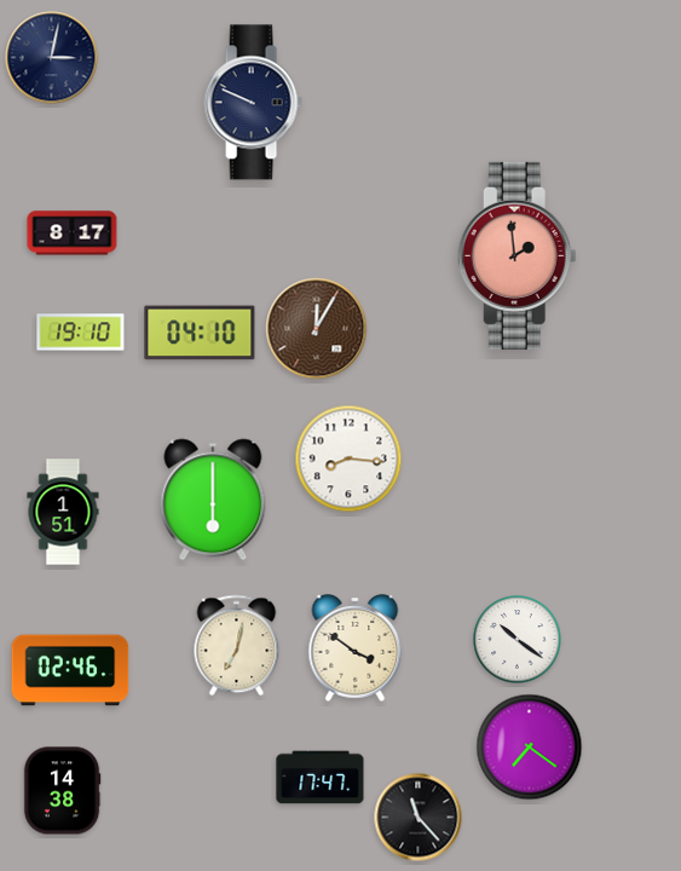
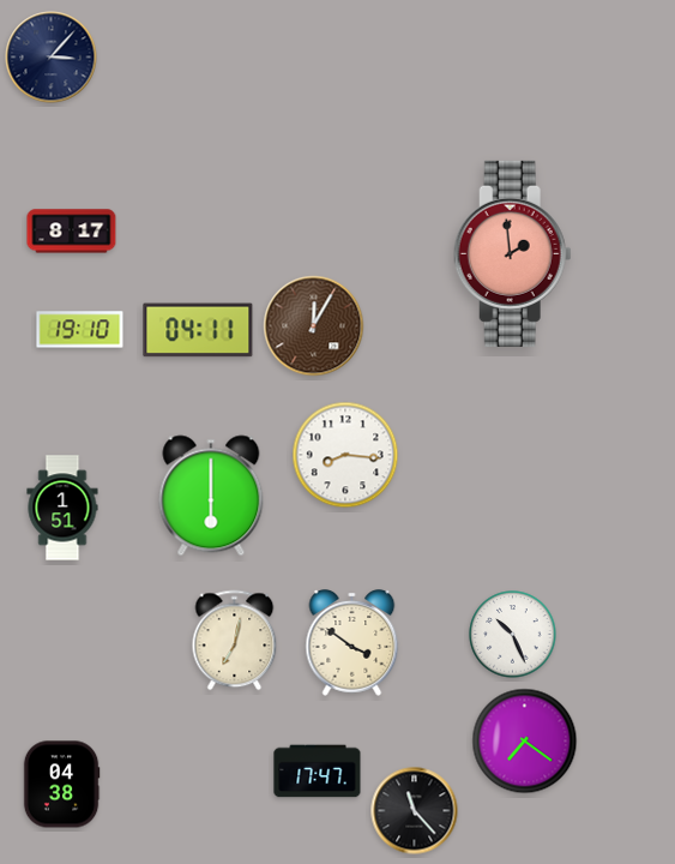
clock at (52, 58): 3:02 -> 3:07
clock at (253, 103): 9:49 -> none
clock at (200, 333): 04:10 -> 04:11
clock at (518, 640): 10:21 -> 10:26
clock at (70, 670): 02:46 -> none
clock at (62, 791): 14:38 -> 04:38
